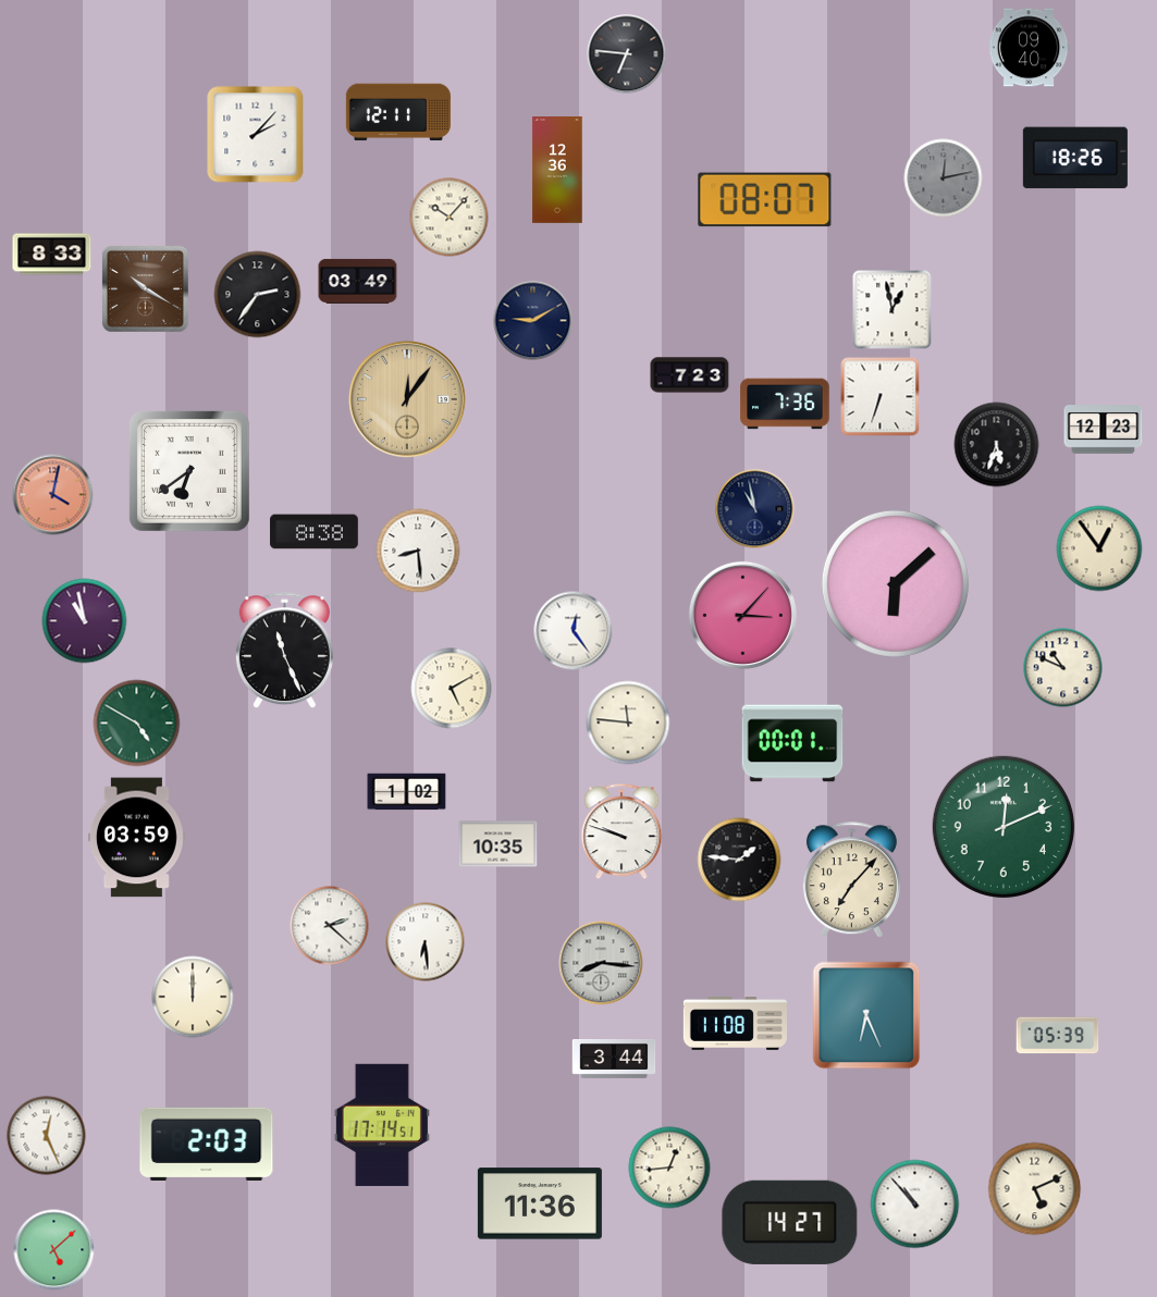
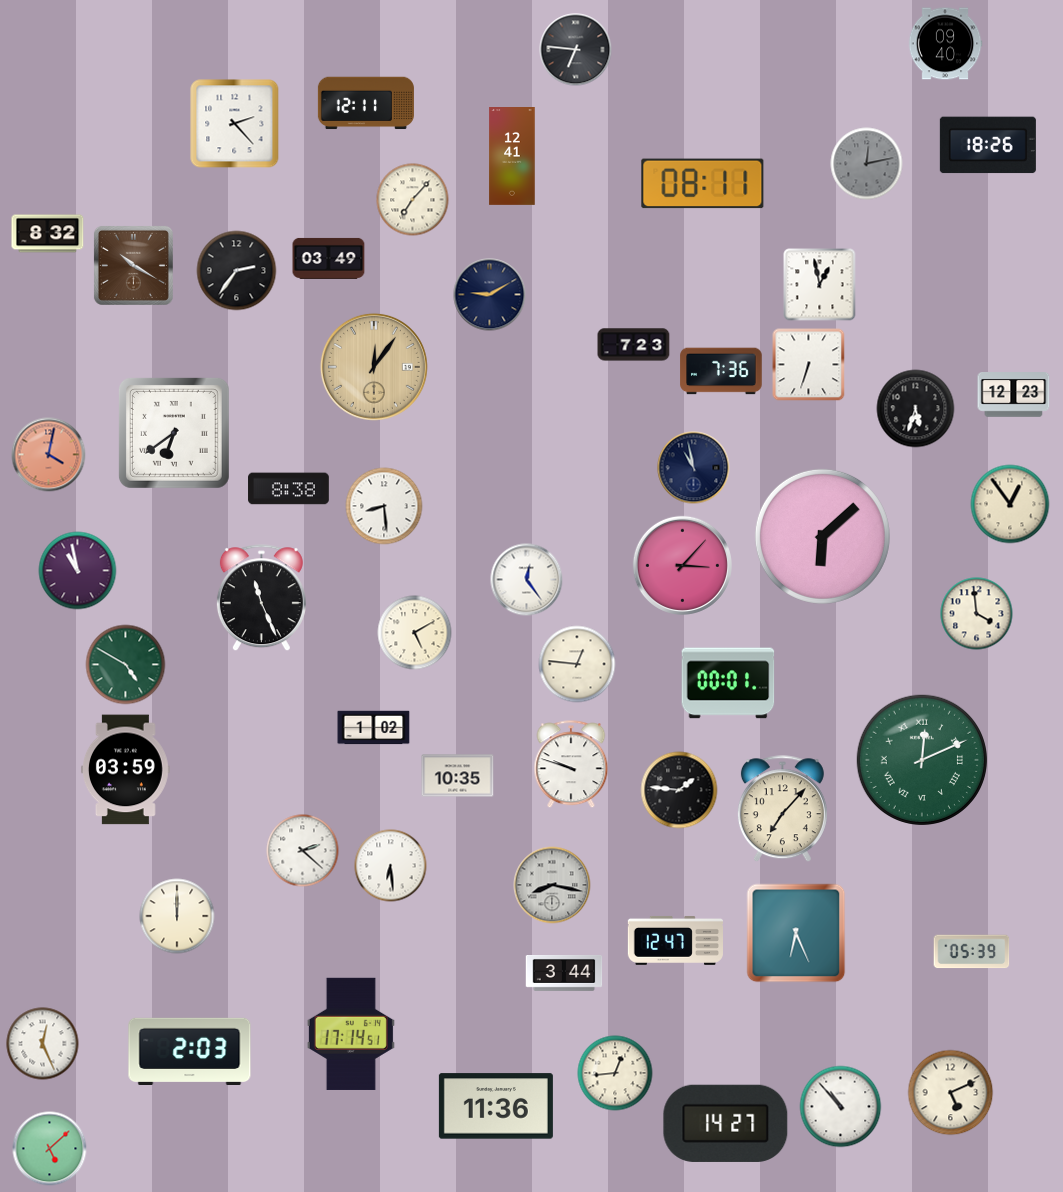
clock at (256, 135): 2:07 -> 2:23
clock at (557, 171): 12:36 -> 12:41
clock at (765, 200): 08:07 -> 08:11
clock at (450, 218): 10:07 -> 7:07
clock at (52, 255): 8:33 -> 8:32
clock at (1063, 668): 10:49 -> 3:59
clock at (628, 722): 11:46 -> 12:46
clock at (1004, 826) numerals: Arabic -> Roman
clock at (601, 963): 8:16 -> 8:17
clock at (735, 1023): 11:08 -> 12:47
